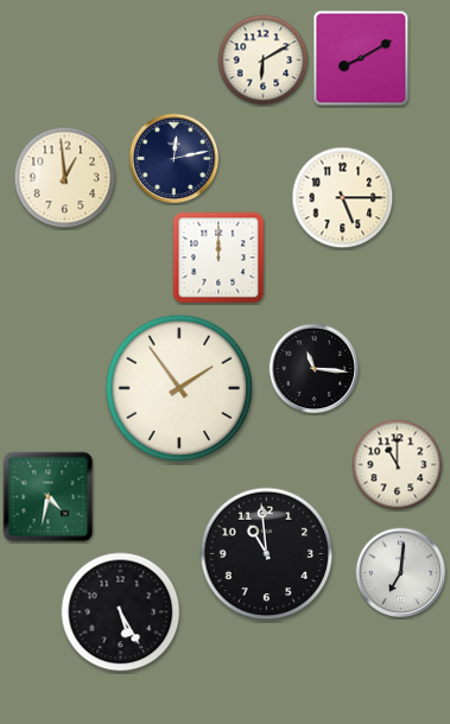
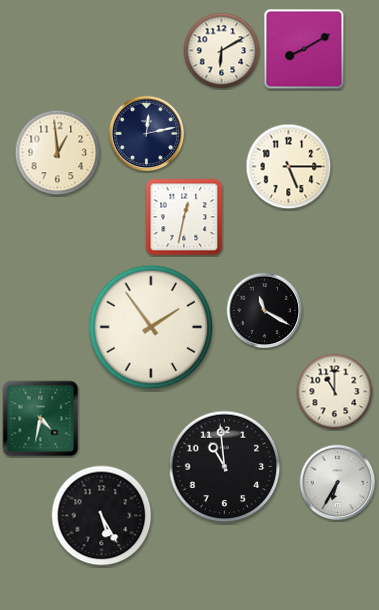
clock at (65, 178) position: (65, 178) -> (58, 153)
clock at (218, 258): 12:00 -> 12:32
clock at (315, 369): 11:16 -> 11:20
clock at (401, 573): 7:01 -> 6:35
